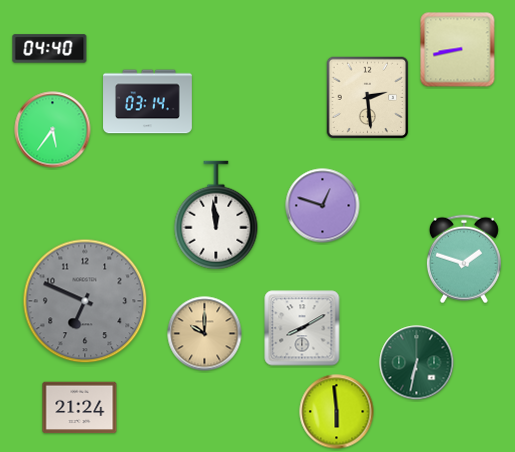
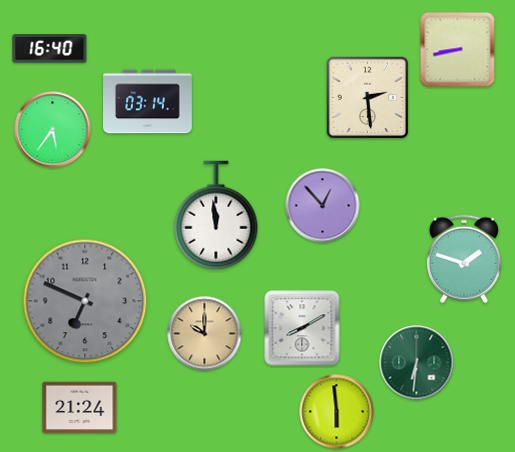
clock at (50, 49): 04:40 -> 16:40
clock at (323, 206): 12:48 -> 12:53
clock at (417, 363): 6:32 -> 6:31
